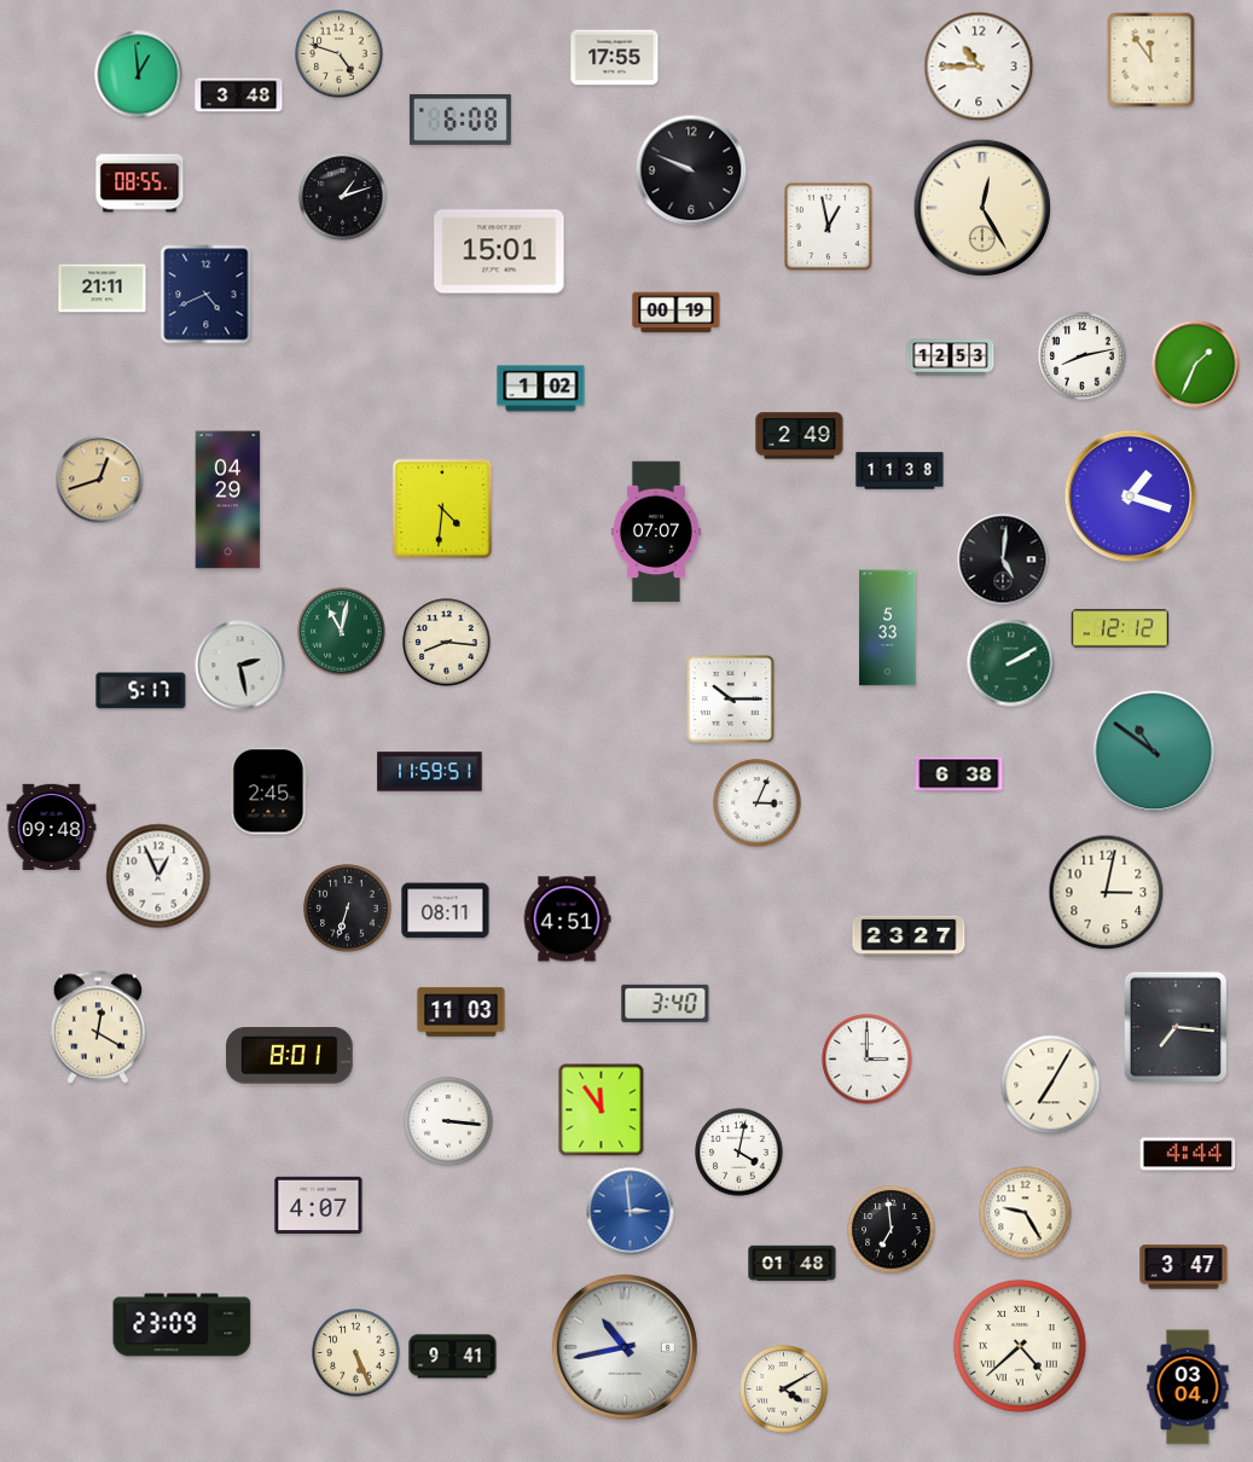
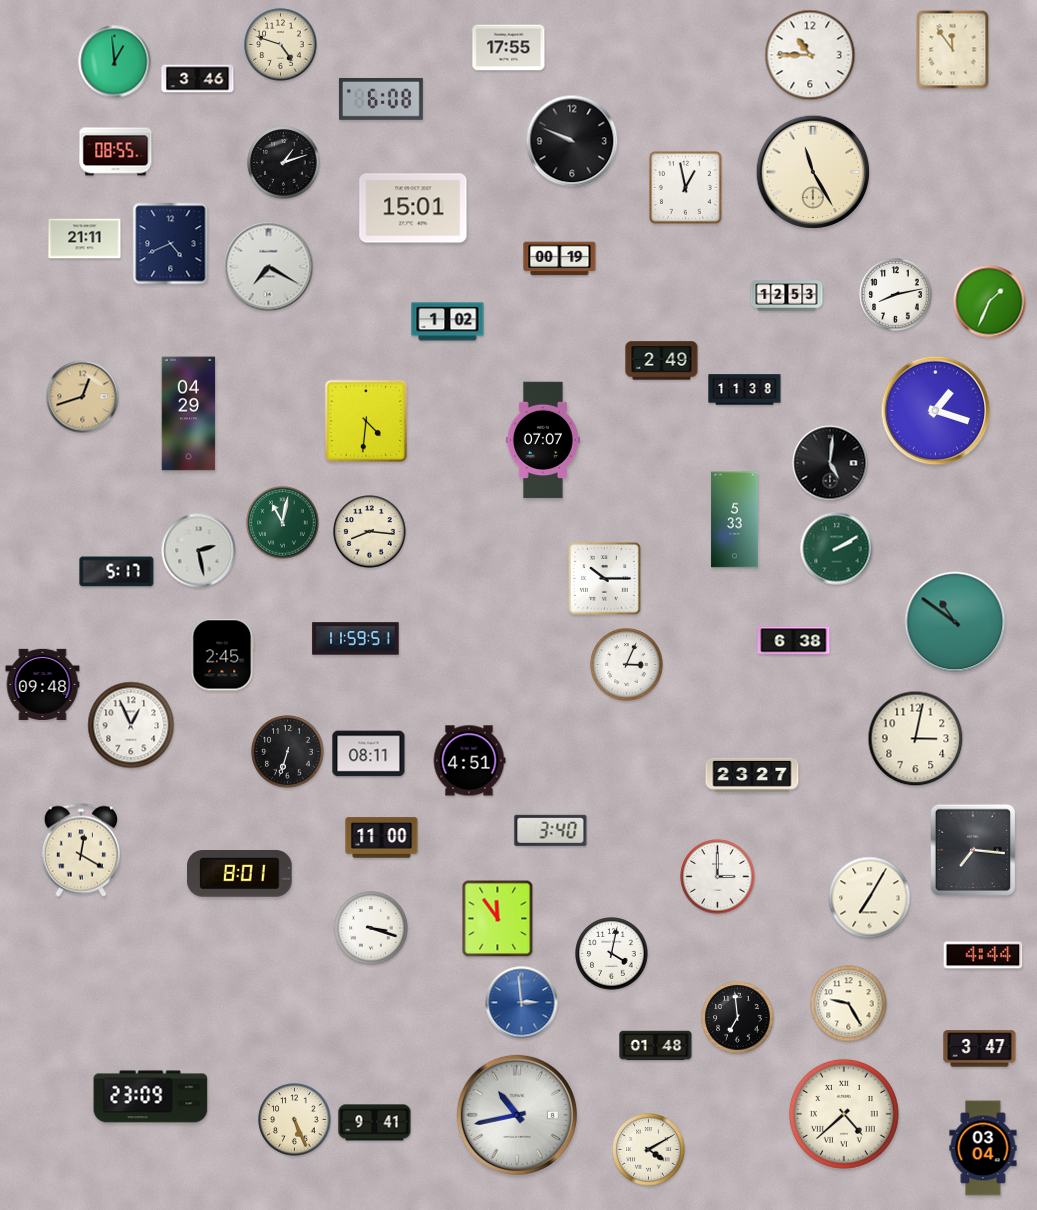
clock at (239, 95): 3:48 -> 3:46
clock at (982, 208): 12:25 -> 11:25
clock at (269, 267): none -> 7:20
clock at (1120, 628): 12:12 -> none
clock at (462, 1013): 11:03 -> 11:00
clock at (448, 1121): 3:16 -> 3:18
clock at (319, 1206): 4:07 -> none
